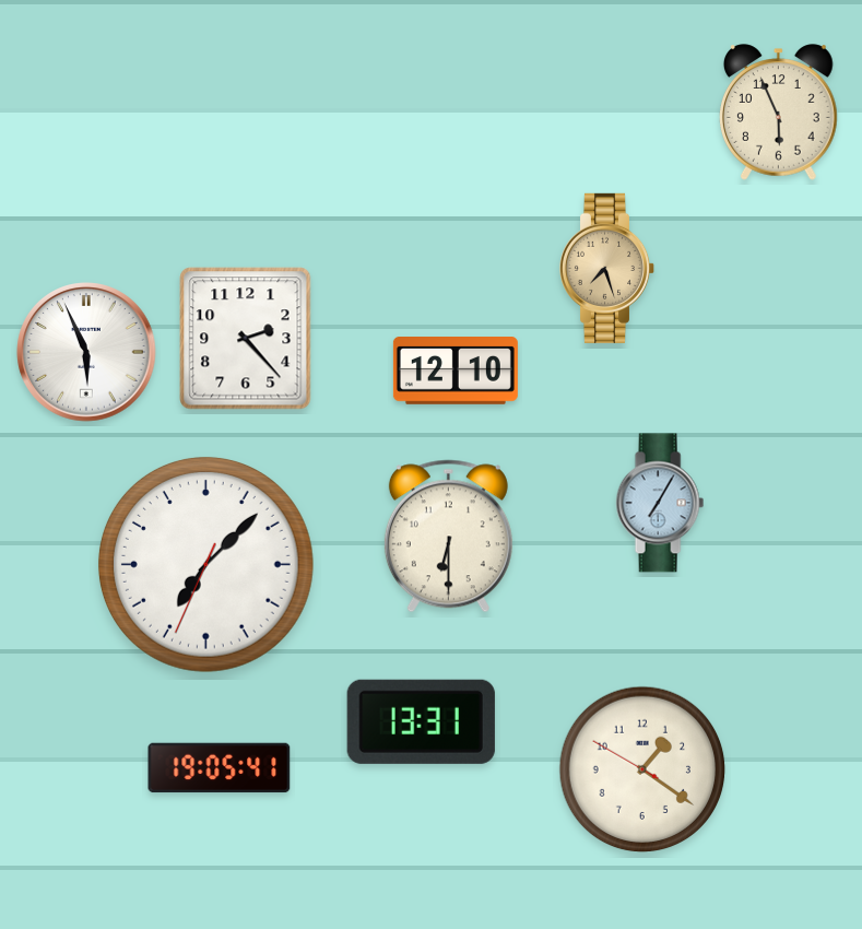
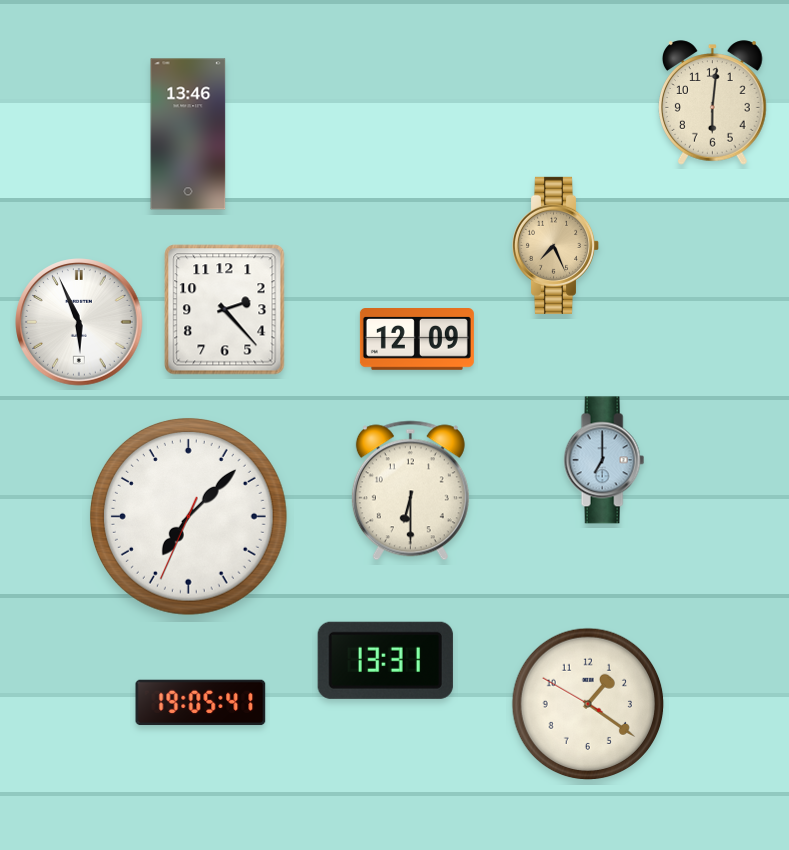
clock at (779, 113): 5:56 -> 6:01
clock at (188, 134): none -> 13:46
clock at (607, 268): 7:27 -> 7:26
clock at (456, 372): 12:10 -> 12:09
clock at (660, 503): 7:05 -> 7:00
